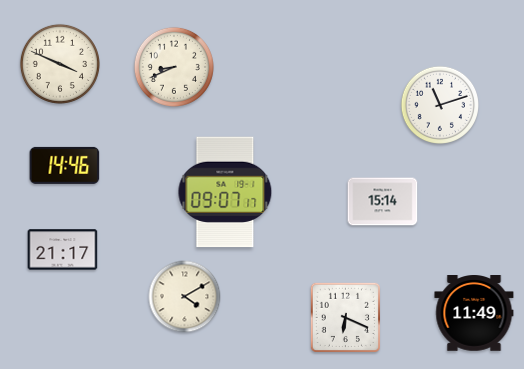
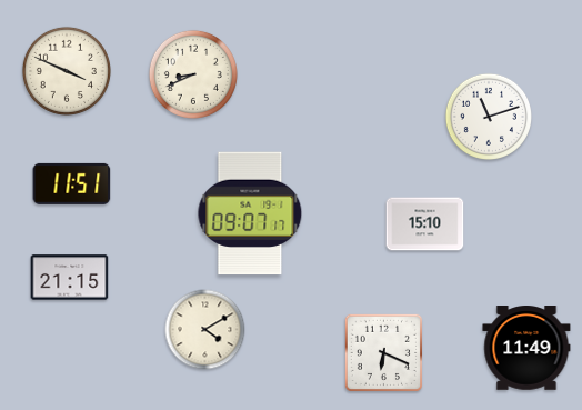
clock at (65, 165): 14:46 -> 11:51
clock at (383, 202): 15:14 -> 15:10
clock at (63, 250): 21:17 -> 21:15
